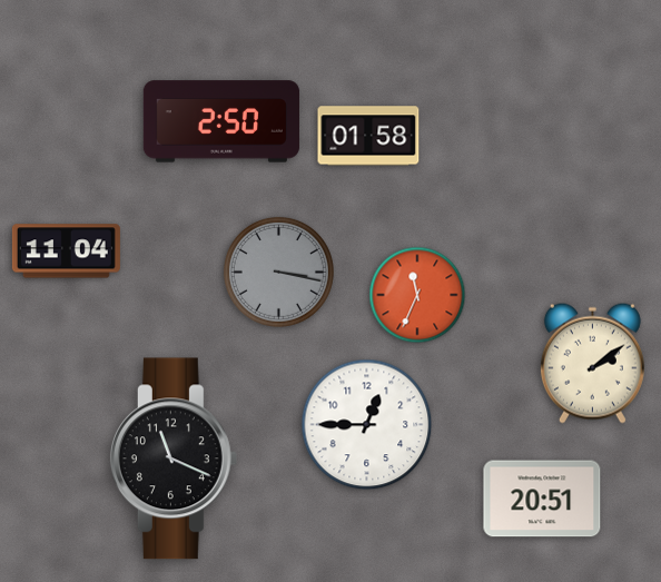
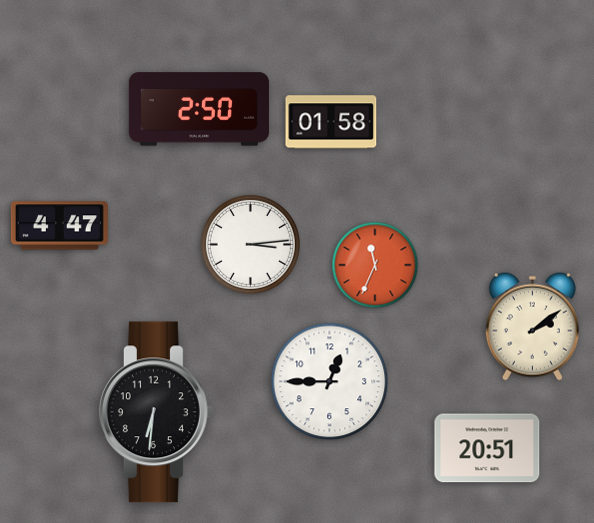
clock at (66, 251): 11:04 -> 4:47
clock at (278, 272): 3:17 -> 3:14
clock at (278, 272) dial: grey -> white
clock at (174, 458): 11:19 -> 6:31
